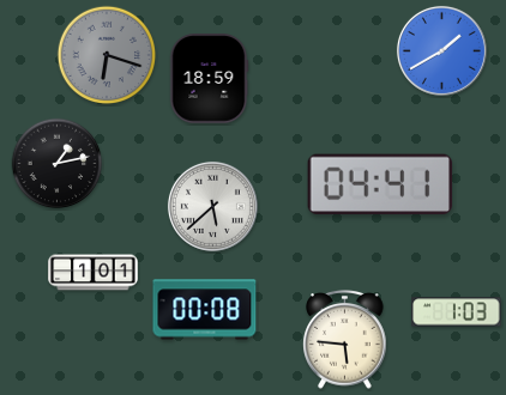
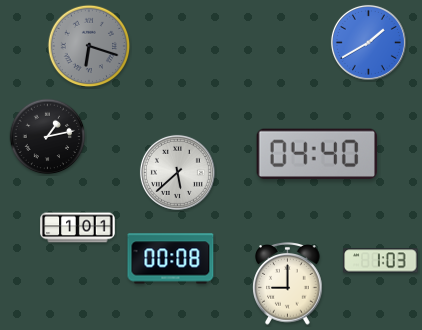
clock at (209, 79): 18:59 -> none
clock at (380, 184): 04:41 -> 04:40
clock at (345, 340): 5:46 -> 9:00
